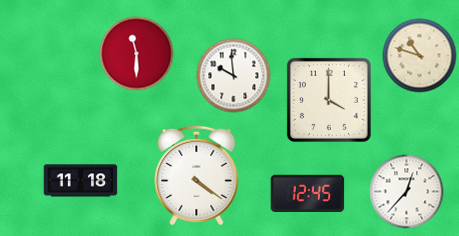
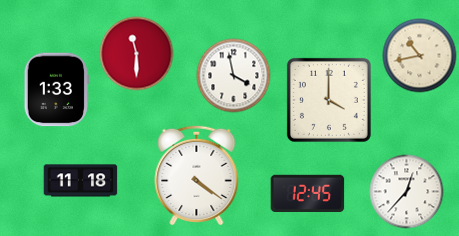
clock at (420, 56): 10:48 -> 10:43
clock at (234, 76): 9:59 -> 3:58
clock at (56, 90): none -> 1:33
